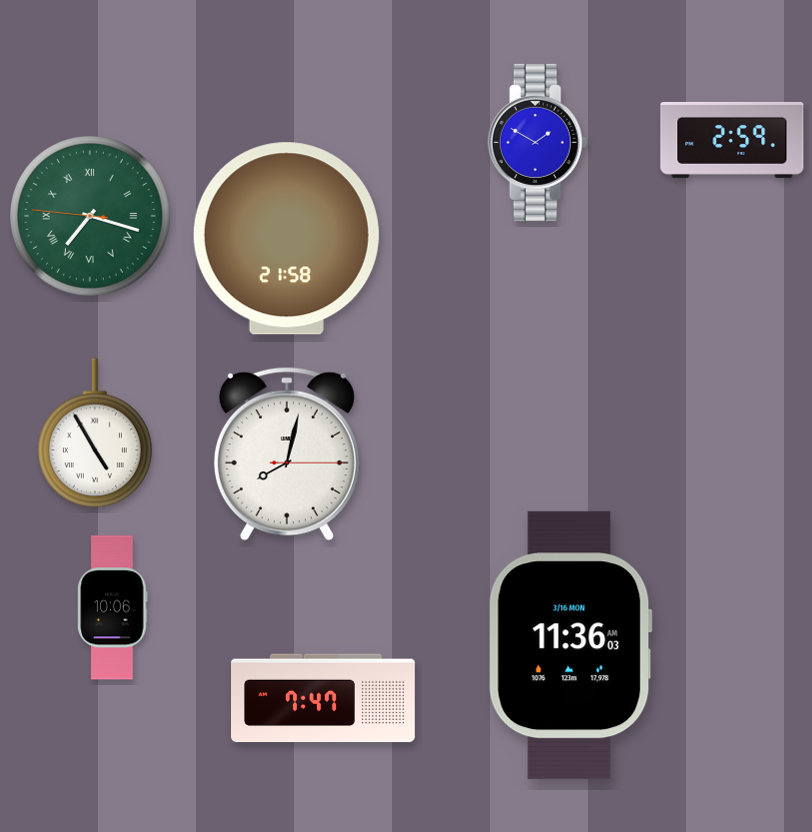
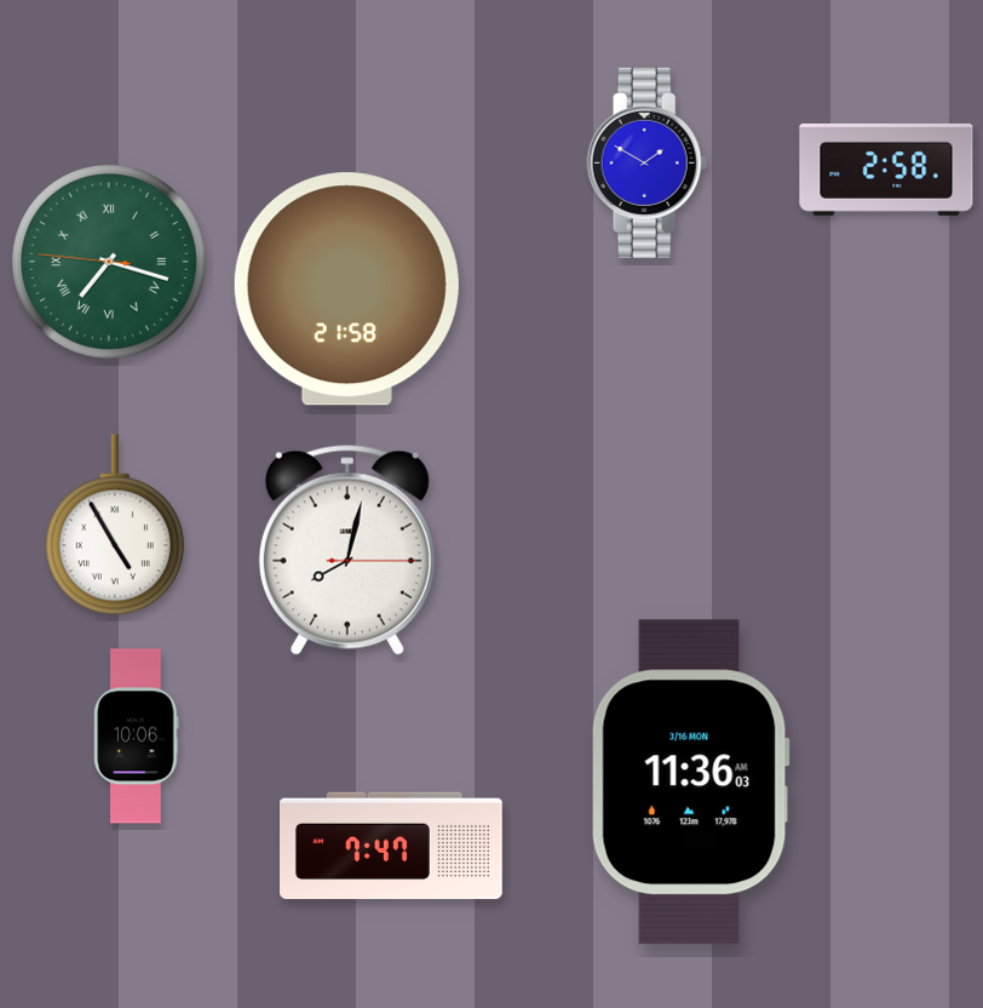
clock at (732, 140): 2:59 -> 2:58
clock at (538, 142) position: (538, 142) -> (648, 162)
